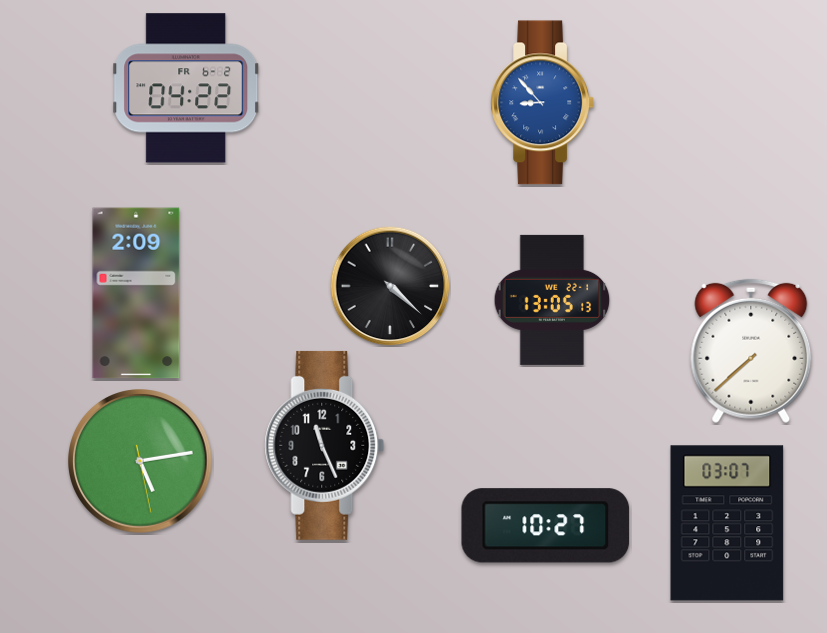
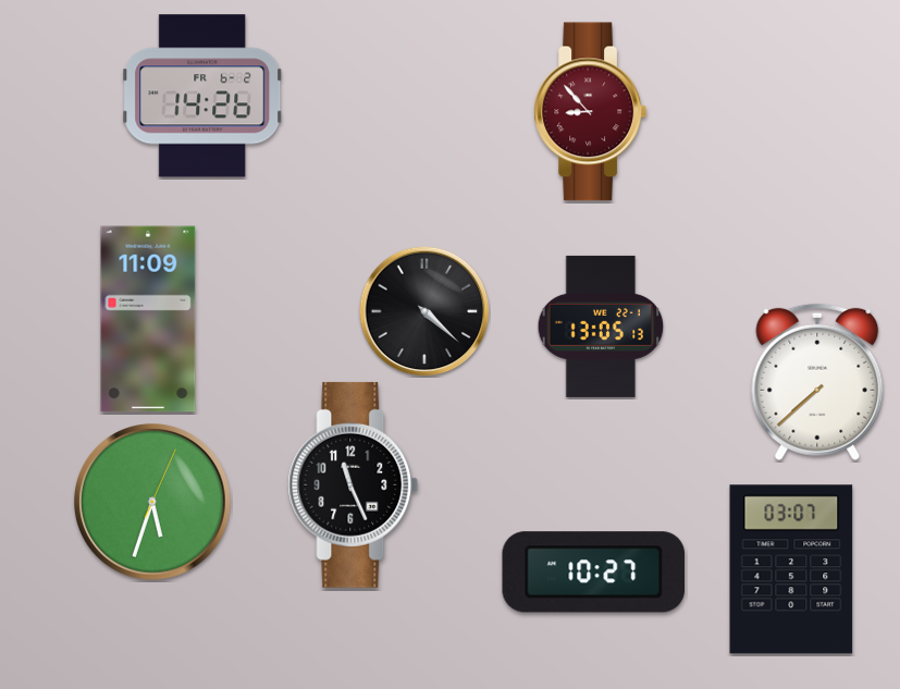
clock at (187, 88): 04:22 -> 14:26
clock at (542, 103) dial: blue -> burgundy
clock at (136, 293): 2:09 -> 11:09
clock at (141, 462): 5:13 -> 5:33
